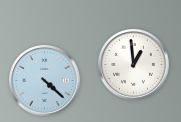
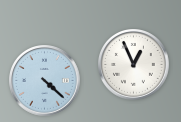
clock at (134, 65): 12:59 -> 12:56
